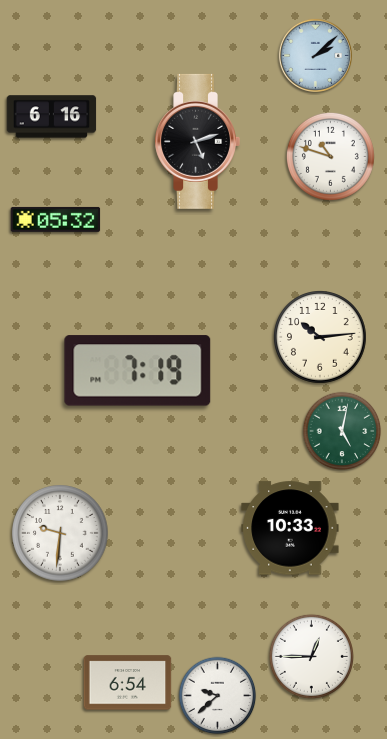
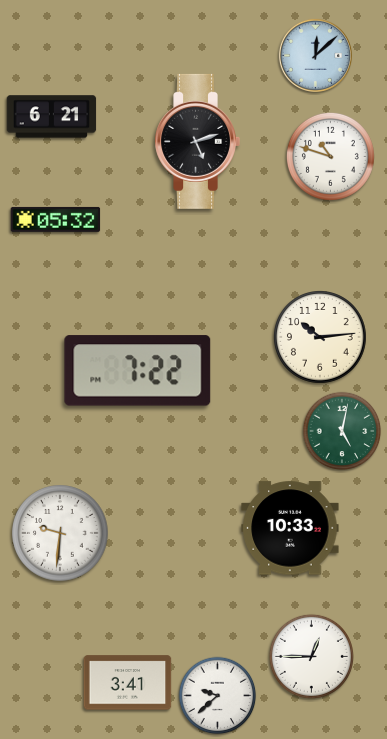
clock at (315, 55): 2:08 -> 12:08
clock at (52, 117): 6:16 -> 6:21
clock at (138, 371): 7:19 -> 7:22
clock at (128, 683): 6:54 -> 3:41
